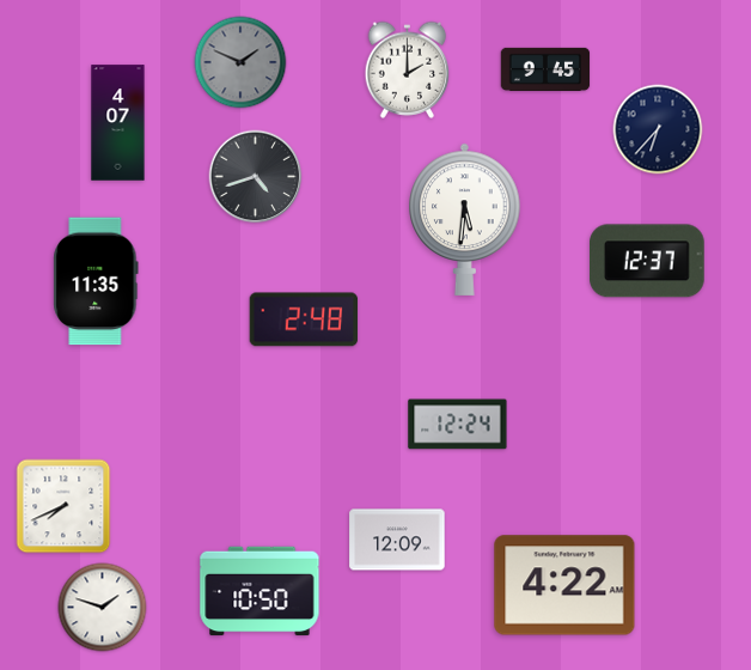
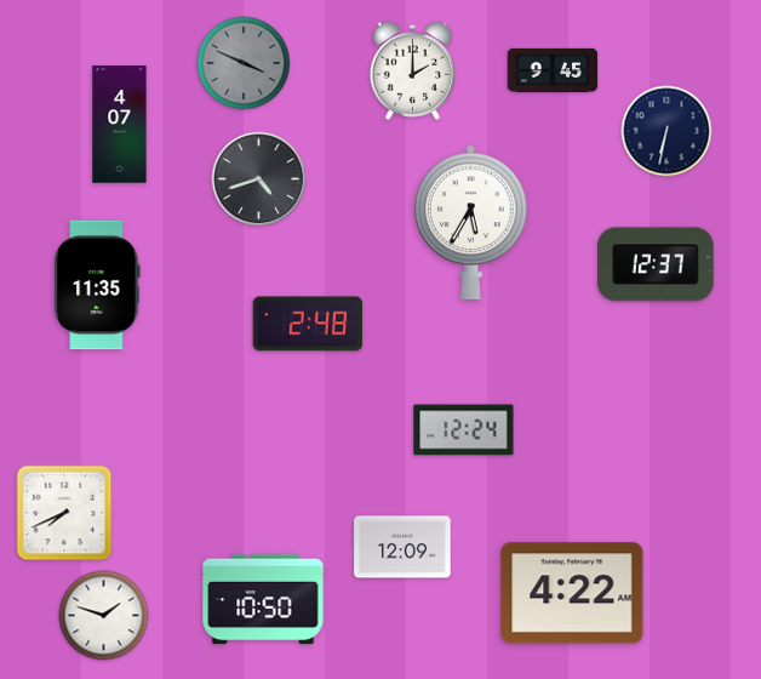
clock at (240, 62): 1:49 -> 3:49
clock at (658, 129): 6:37 -> 6:32
clock at (465, 219): 5:31 -> 5:35
